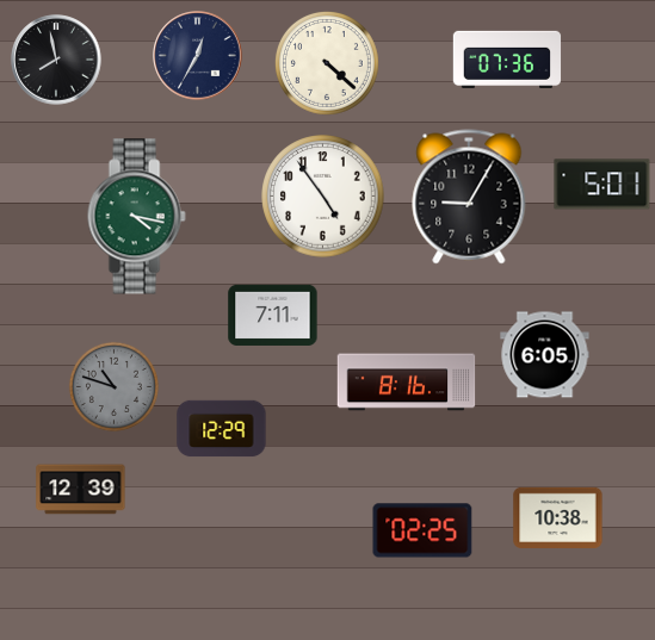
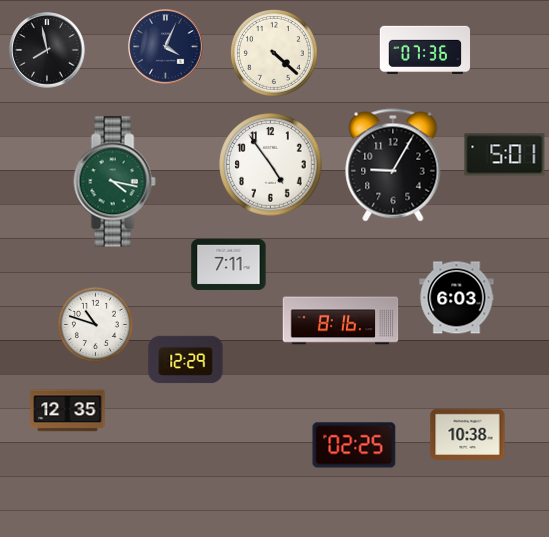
clock at (198, 56): 12:35 -> 4:04
clock at (545, 355): 6:05 -> 6:03
clock at (113, 386) dial: grey -> white
clock at (81, 490): 12:39 -> 12:35
